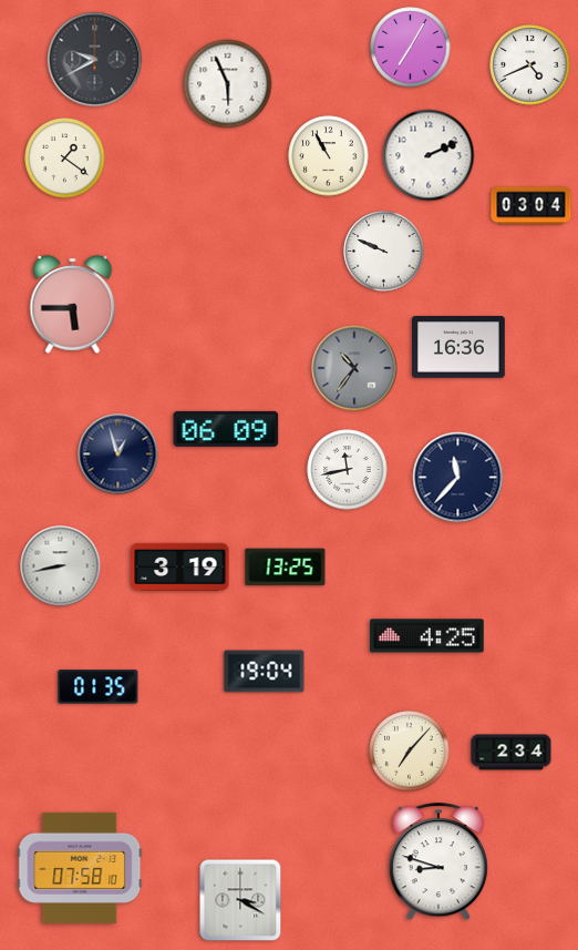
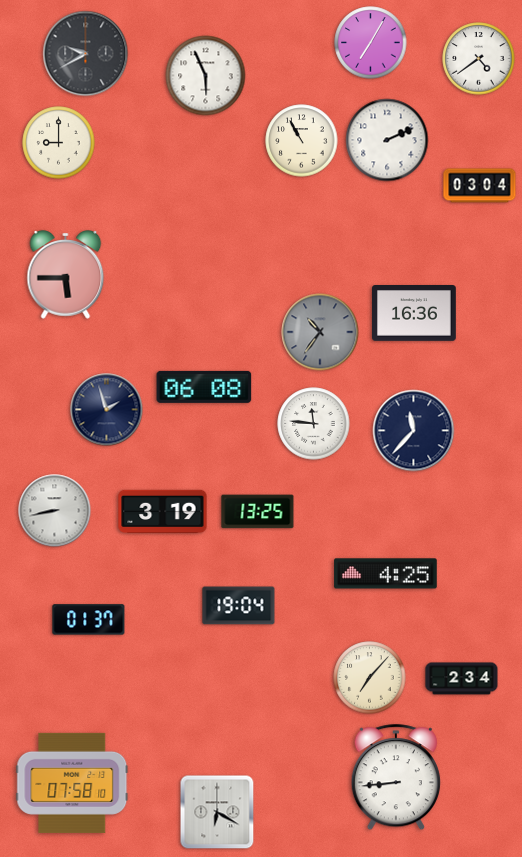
clock at (530, 65): 4:41 -> 4:39
clock at (329, 156) position: (329, 156) -> (302, 141)
clock at (65, 159): 1:21 -> 9:00
clock at (384, 252): 9:49 -> none
clock at (226, 429): 06:09 -> 06:08
clock at (118, 454): 12:57 -> 1:57
clock at (348, 470): 11:43 -> 11:46
clock at (99, 687): 01:35 -> 01:37
clock at (438, 862): 8:48 -> 8:44
clock at (240, 900): 3:20 -> 6:20
